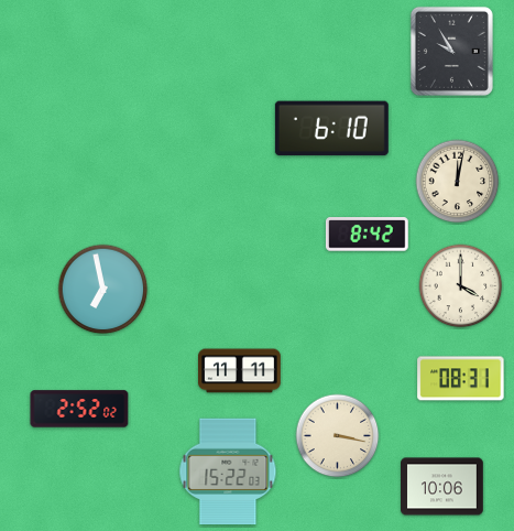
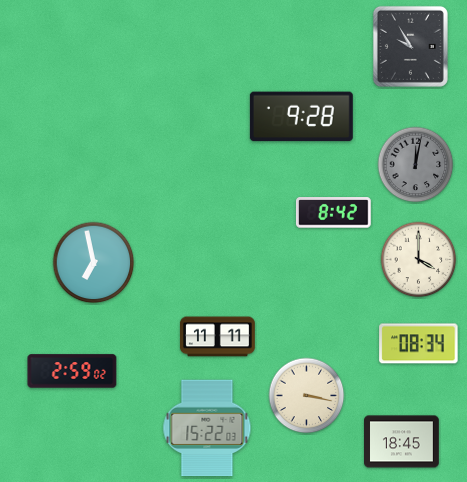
clock at (331, 129): 6:10 -> 9:28
clock at (458, 182) dial: cream -> grey
clock at (461, 379): 08:31 -> 08:34
clock at (79, 409): 2:52 -> 2:59
clock at (442, 487): 10:06 -> 18:45
